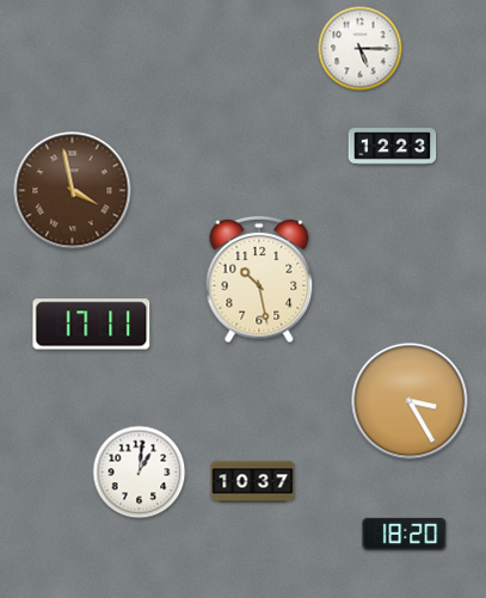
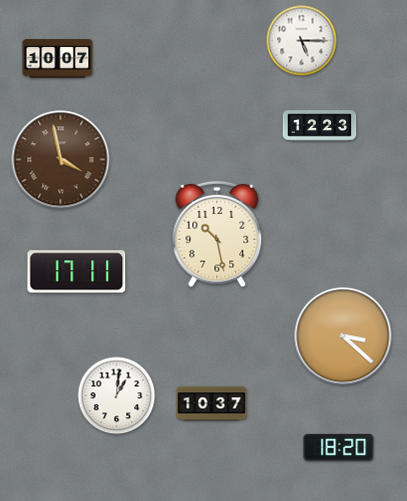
clock at (58, 59): none -> 10:07
clock at (393, 147) position: (393, 147) -> (320, 126)
clock at (410, 401): 3:25 -> 3:22
